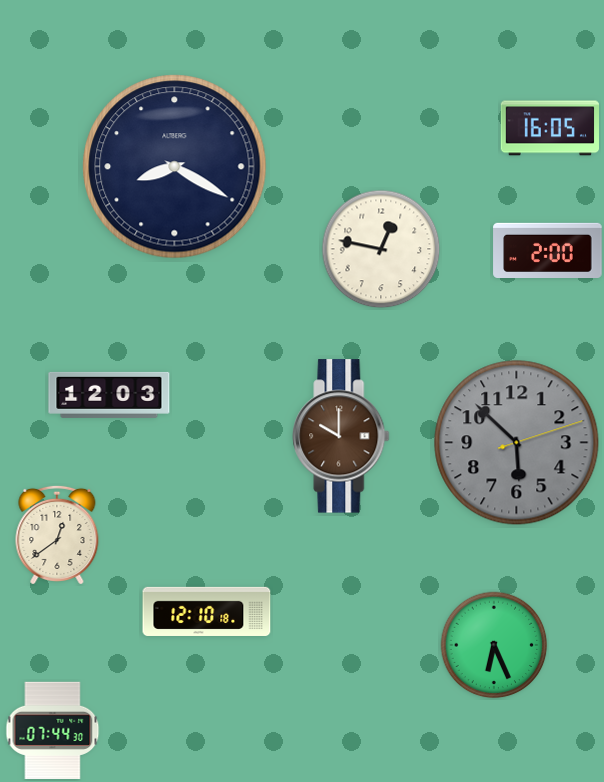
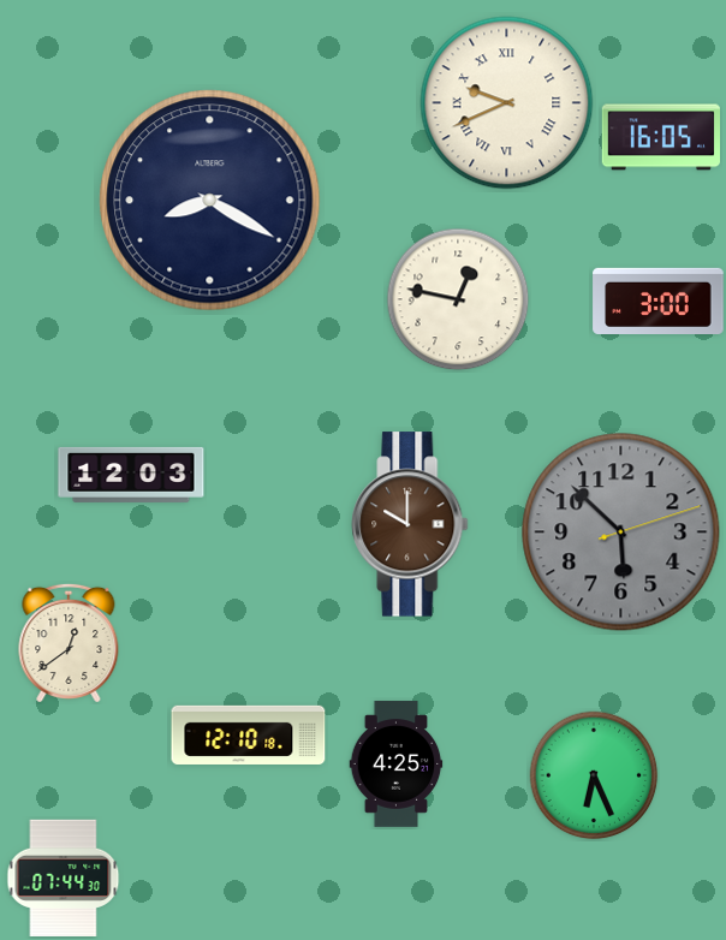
clock at (507, 103): none -> 9:41
clock at (549, 128) position: (549, 128) -> (660, 137)
clock at (548, 250): 2:00 -> 3:00
clock at (397, 763): none -> 4:25
